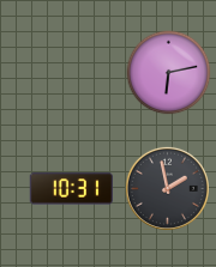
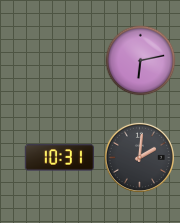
clock at (167, 188): 1:58 -> 2:01
